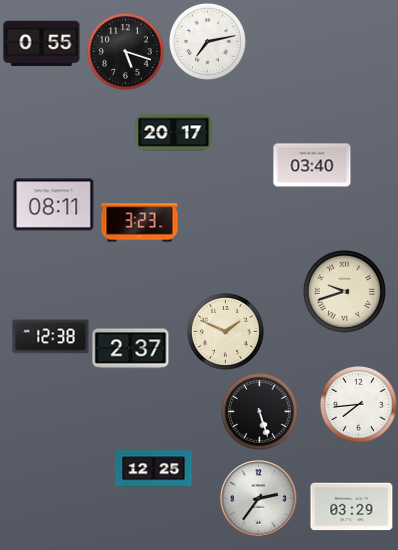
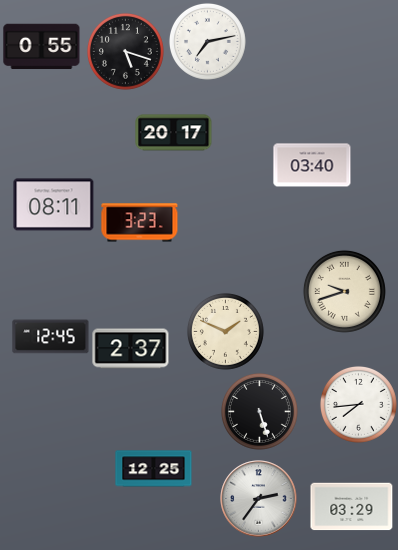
clock at (42, 44) position: (42, 44) -> (42, 47)
clock at (51, 337): 12:38 -> 12:45
